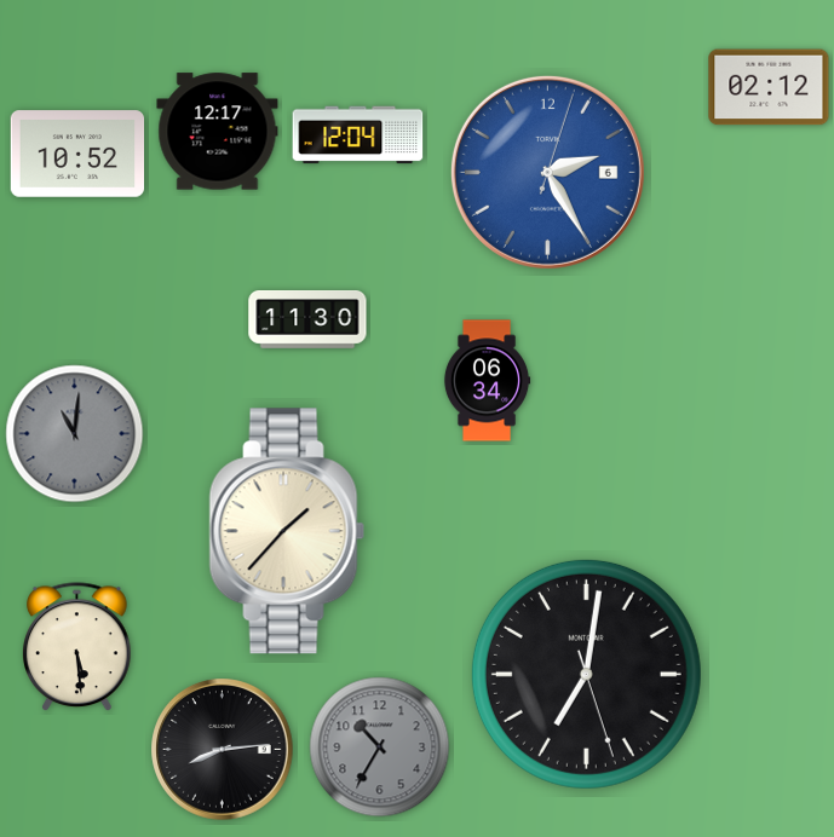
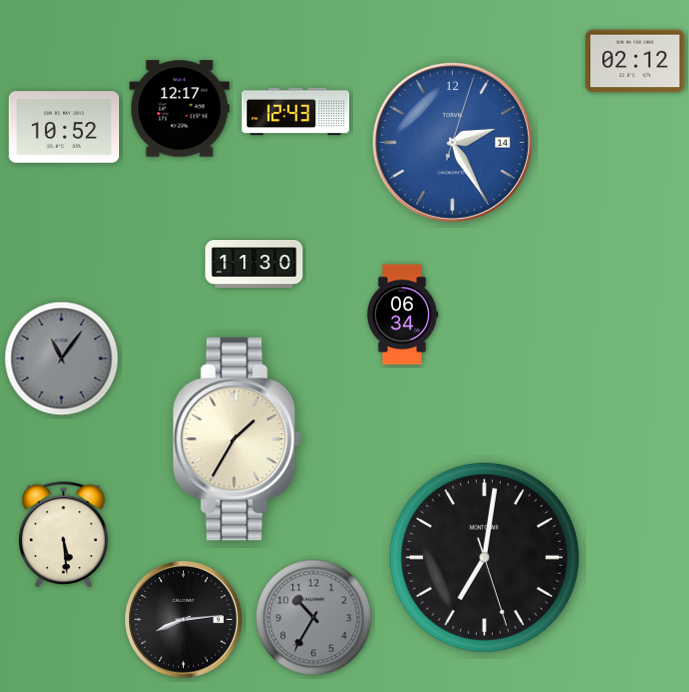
clock at (769, 87) position: (769, 87) -> (635, 61)
clock at (358, 135): 12:04 -> 12:43
clock at (547, 172) date: 6 -> 14
clock at (75, 434): 11:01 -> 11:06
clock at (287, 531): 1:37 -> 1:35
